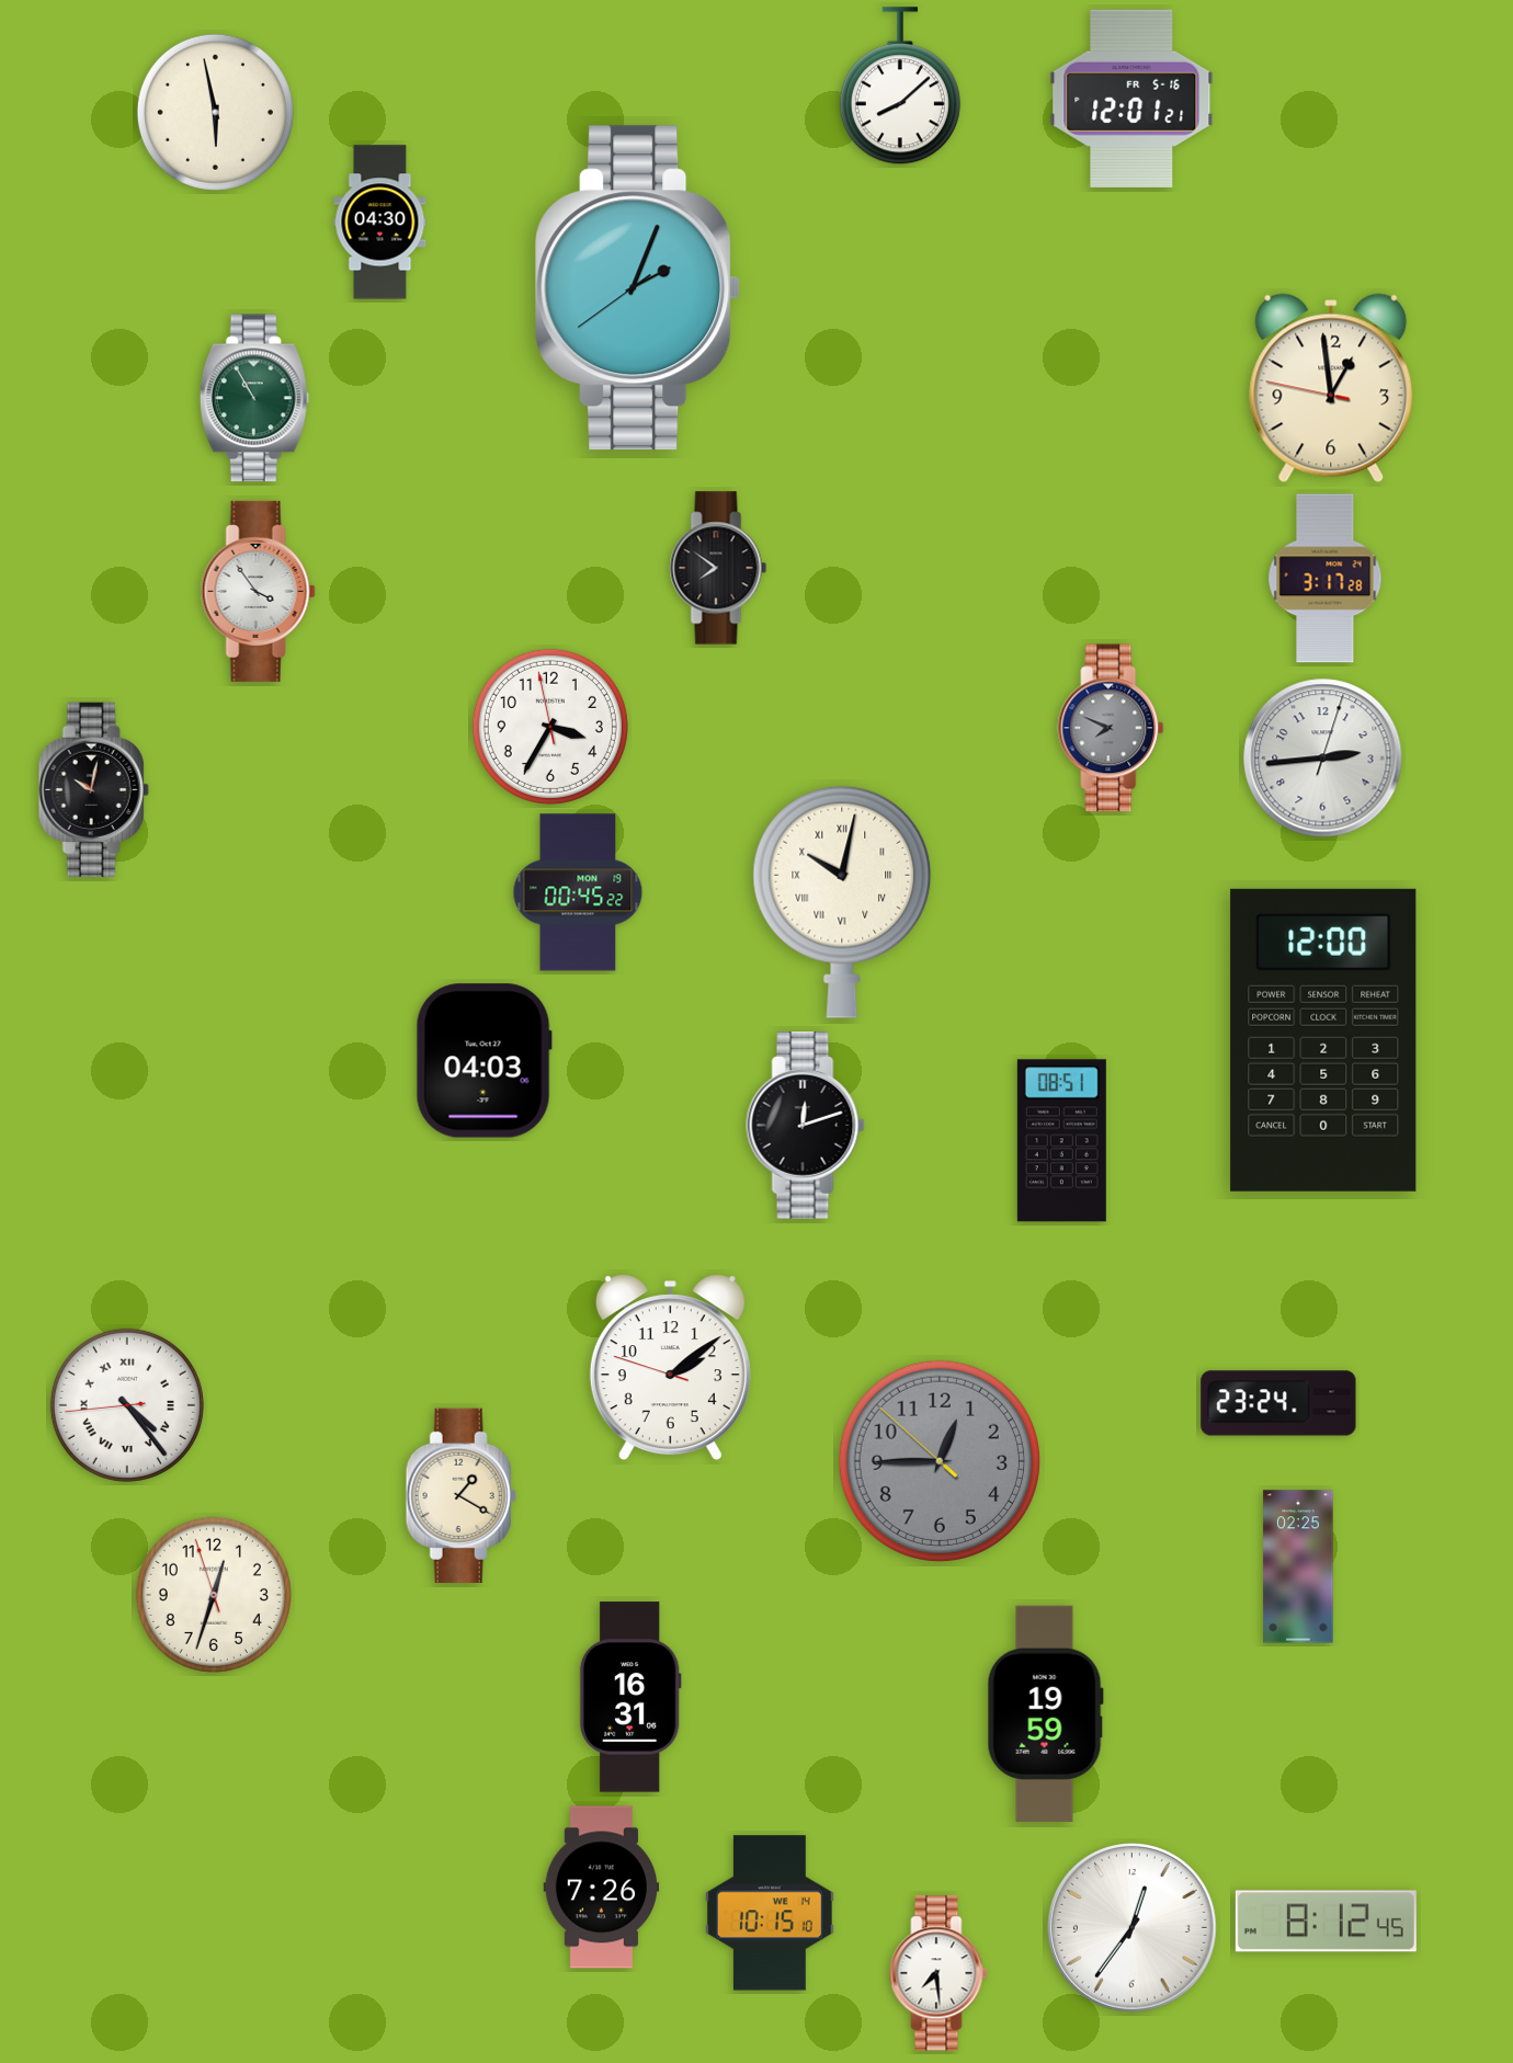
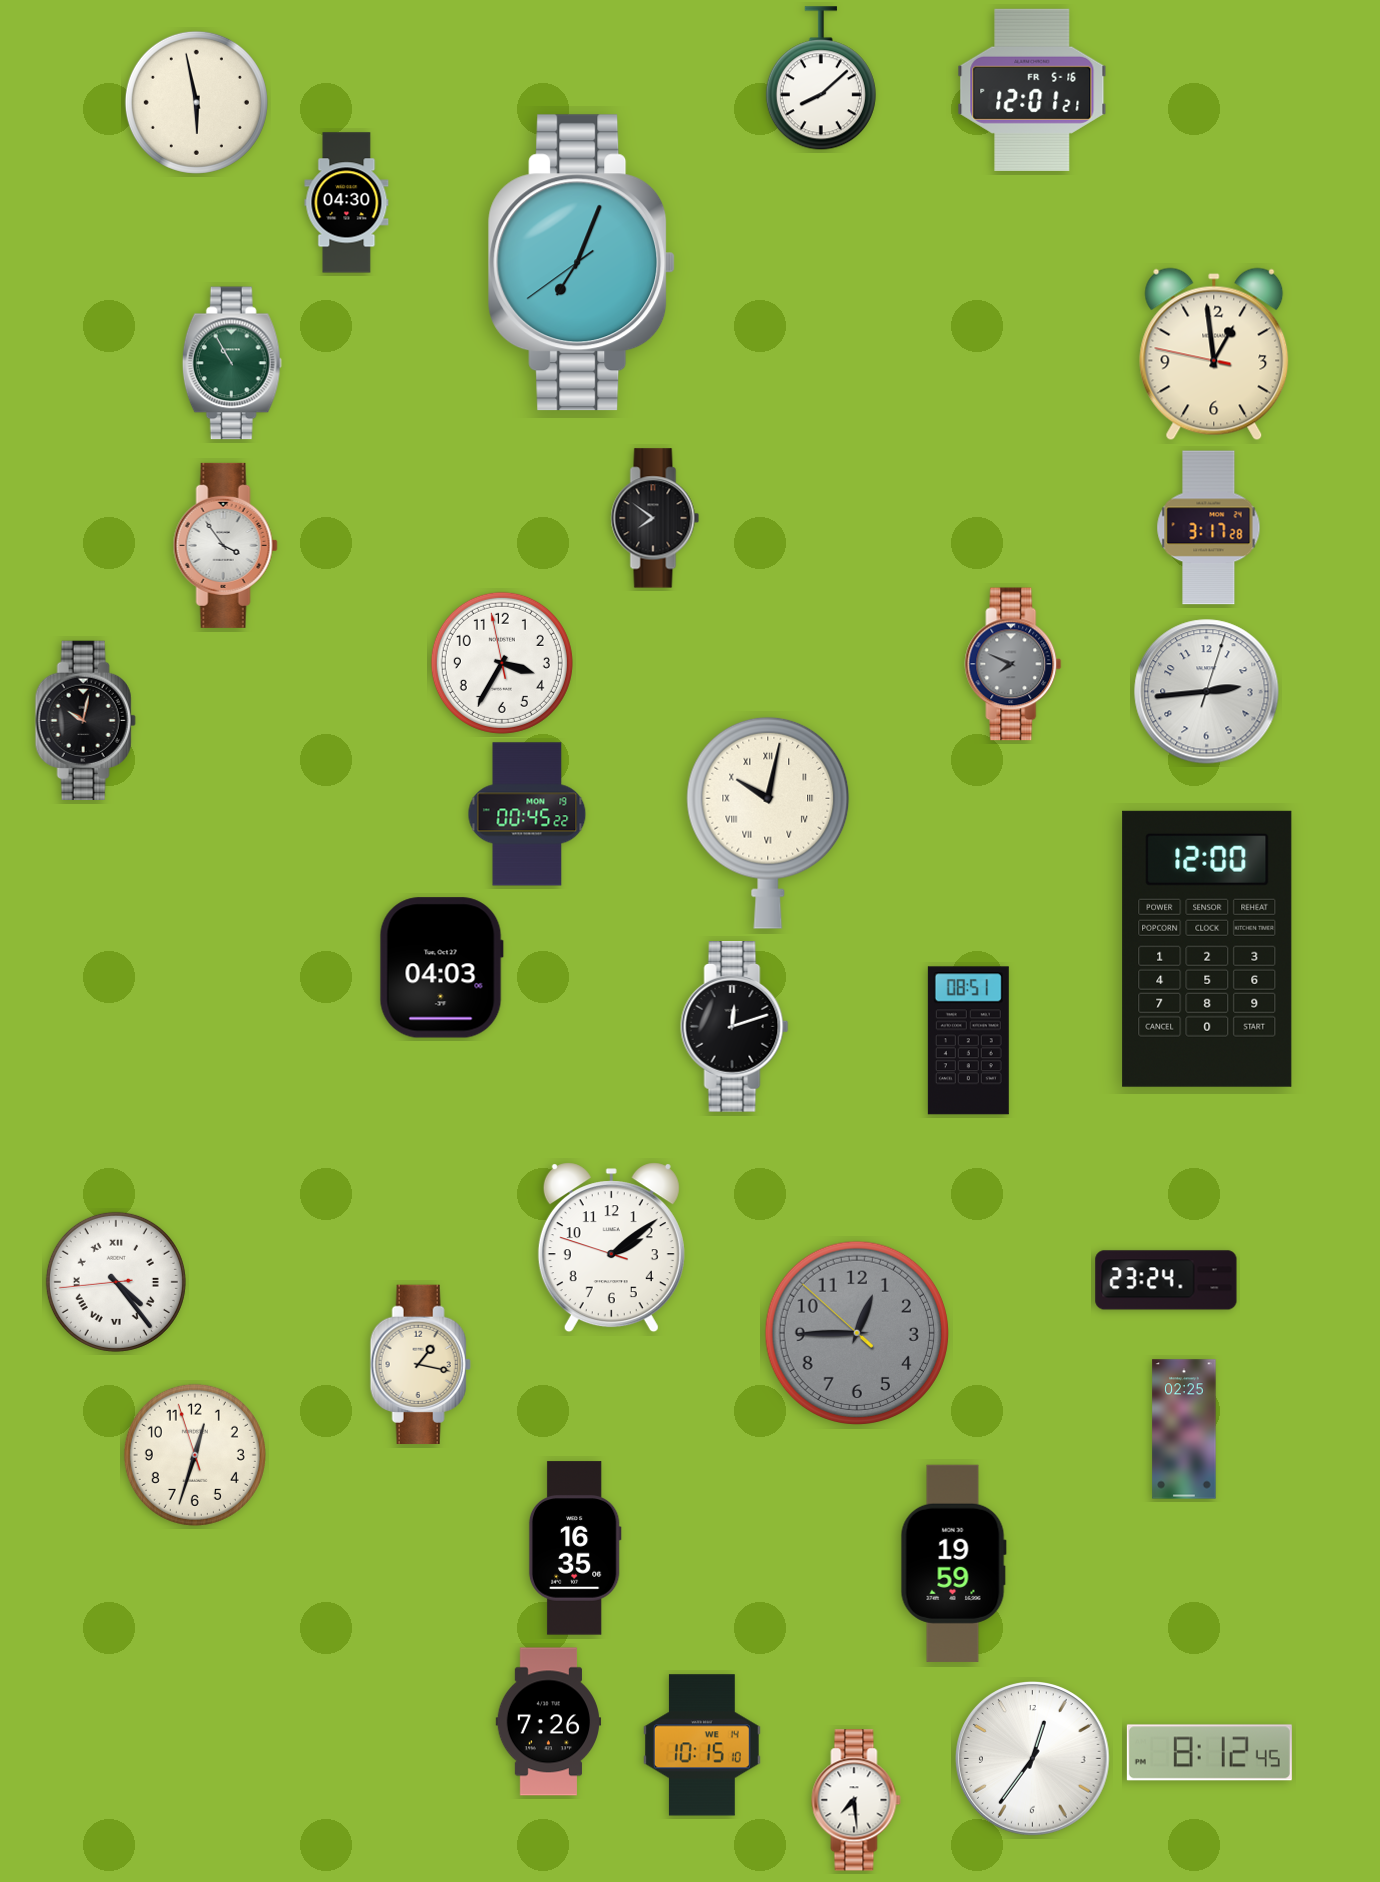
clock at (638, 288): 2:03 -> 7:03
clock at (258, 591) position: (258, 591) -> (225, 545)
clock at (460, 1495): 1:20 -> 1:17
clock at (630, 1697): 16:31 -> 16:35
